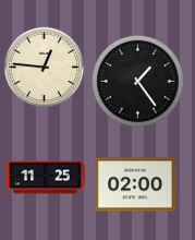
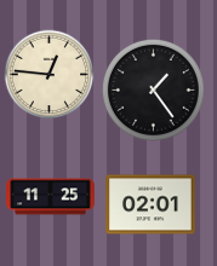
clock at (135, 184): 02:00 -> 02:01
